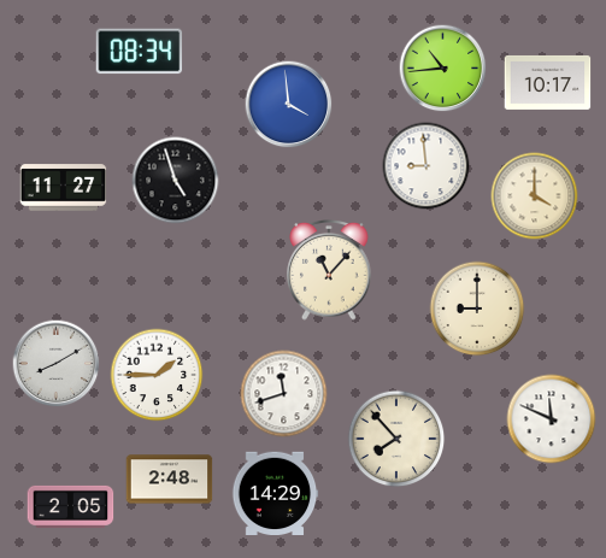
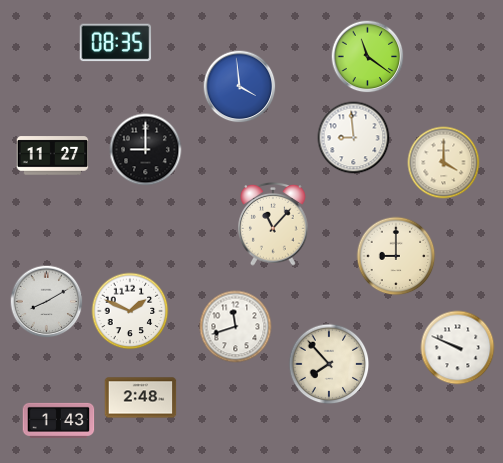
clock at (140, 52): 08:34 -> 08:35
clock at (443, 69): 10:44 -> 11:21
clock at (548, 82): 10:17 -> none
clock at (176, 181): 4:57 -> 9:00
clock at (157, 375): 1:45 -> 1:49
clock at (552, 419): 11:49 -> 9:49
clock at (275, 494): 14:29 -> none
clock at (71, 506): 2:05 -> 1:43
